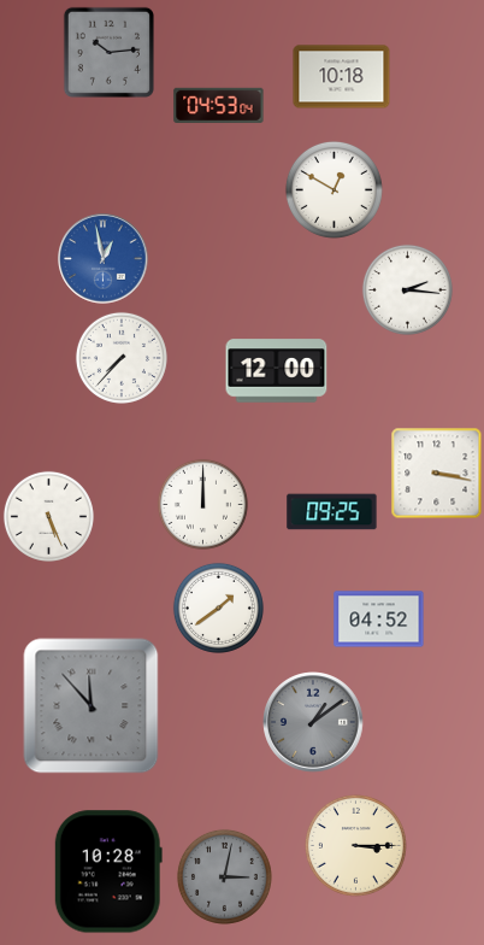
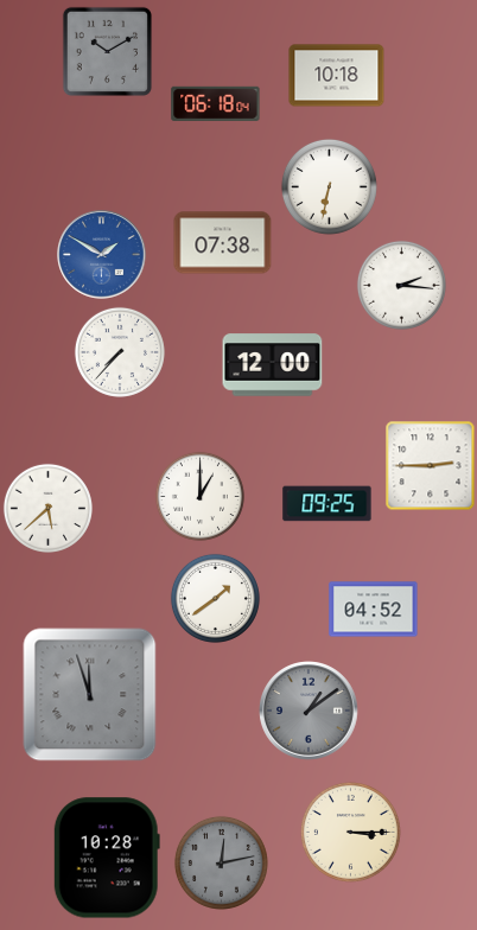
clock at (108, 52): 10:14 -> 10:10
clock at (219, 105): 04:53 -> 06:18
clock at (334, 189): 12:50 -> 6:32
clock at (223, 243): none -> 07:38
clock at (104, 259): 12:58 -> 1:50
clock at (437, 474): 3:17 -> 2:45
clock at (202, 504): 12:00 -> 1:00
clock at (48, 516): 5:26 -> 5:38
clock at (92, 706): 11:53 -> 11:57
clock at (224, 876): 3:02 -> 12:13
